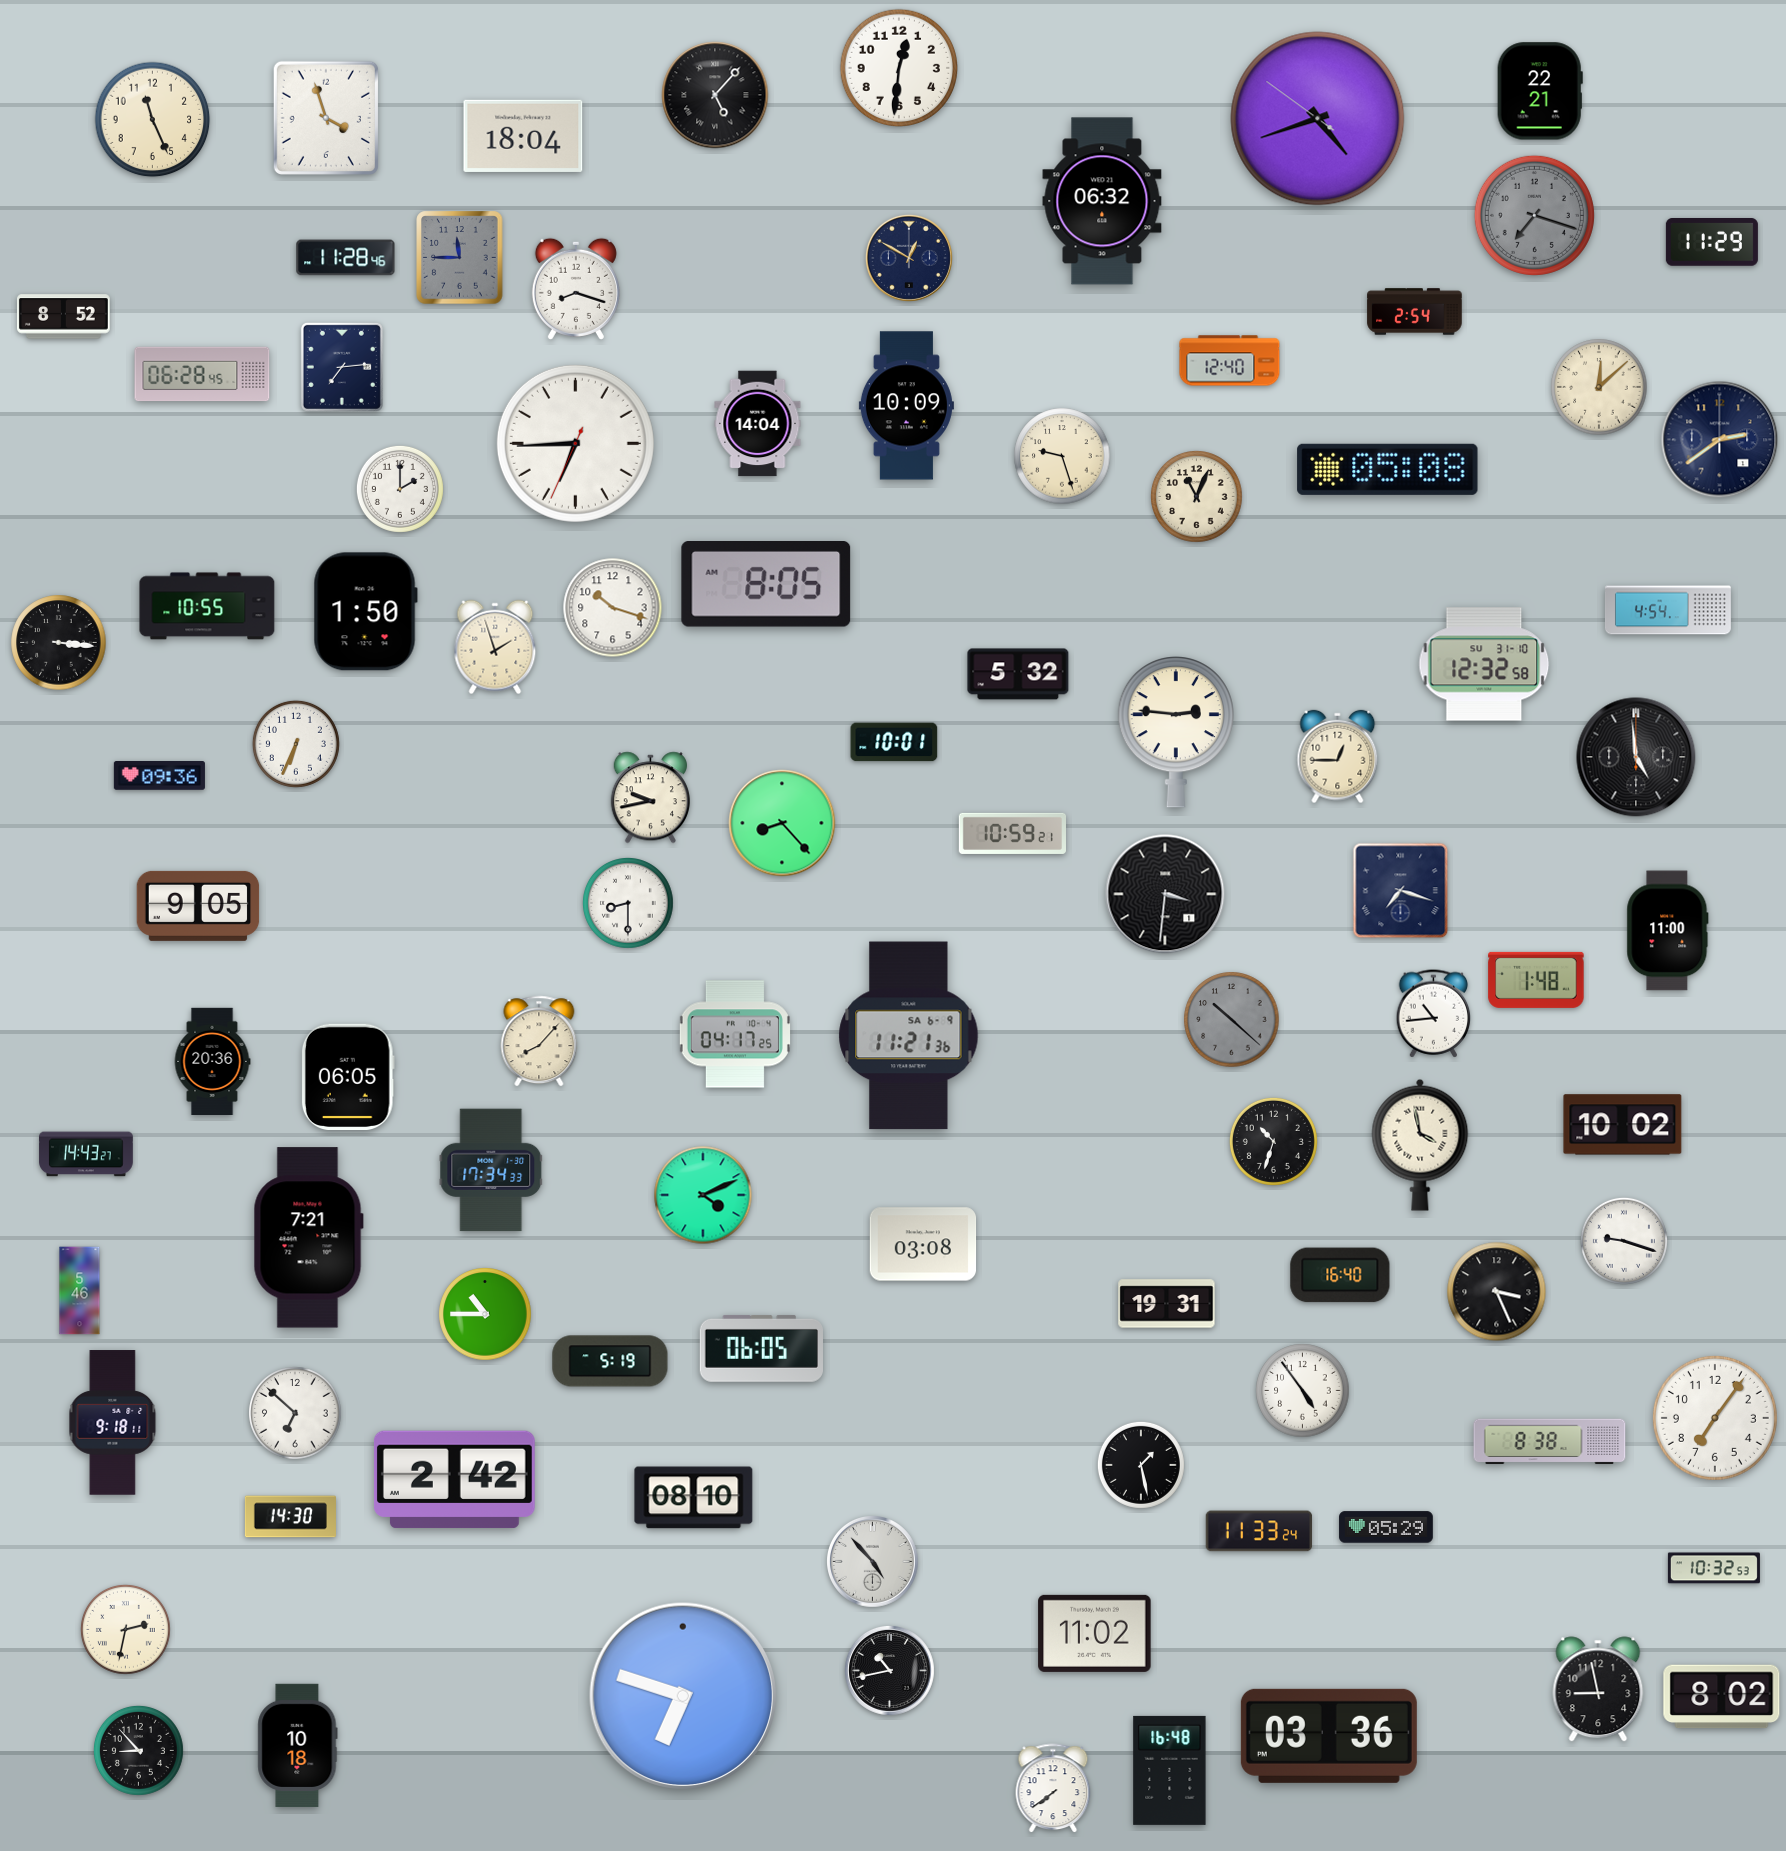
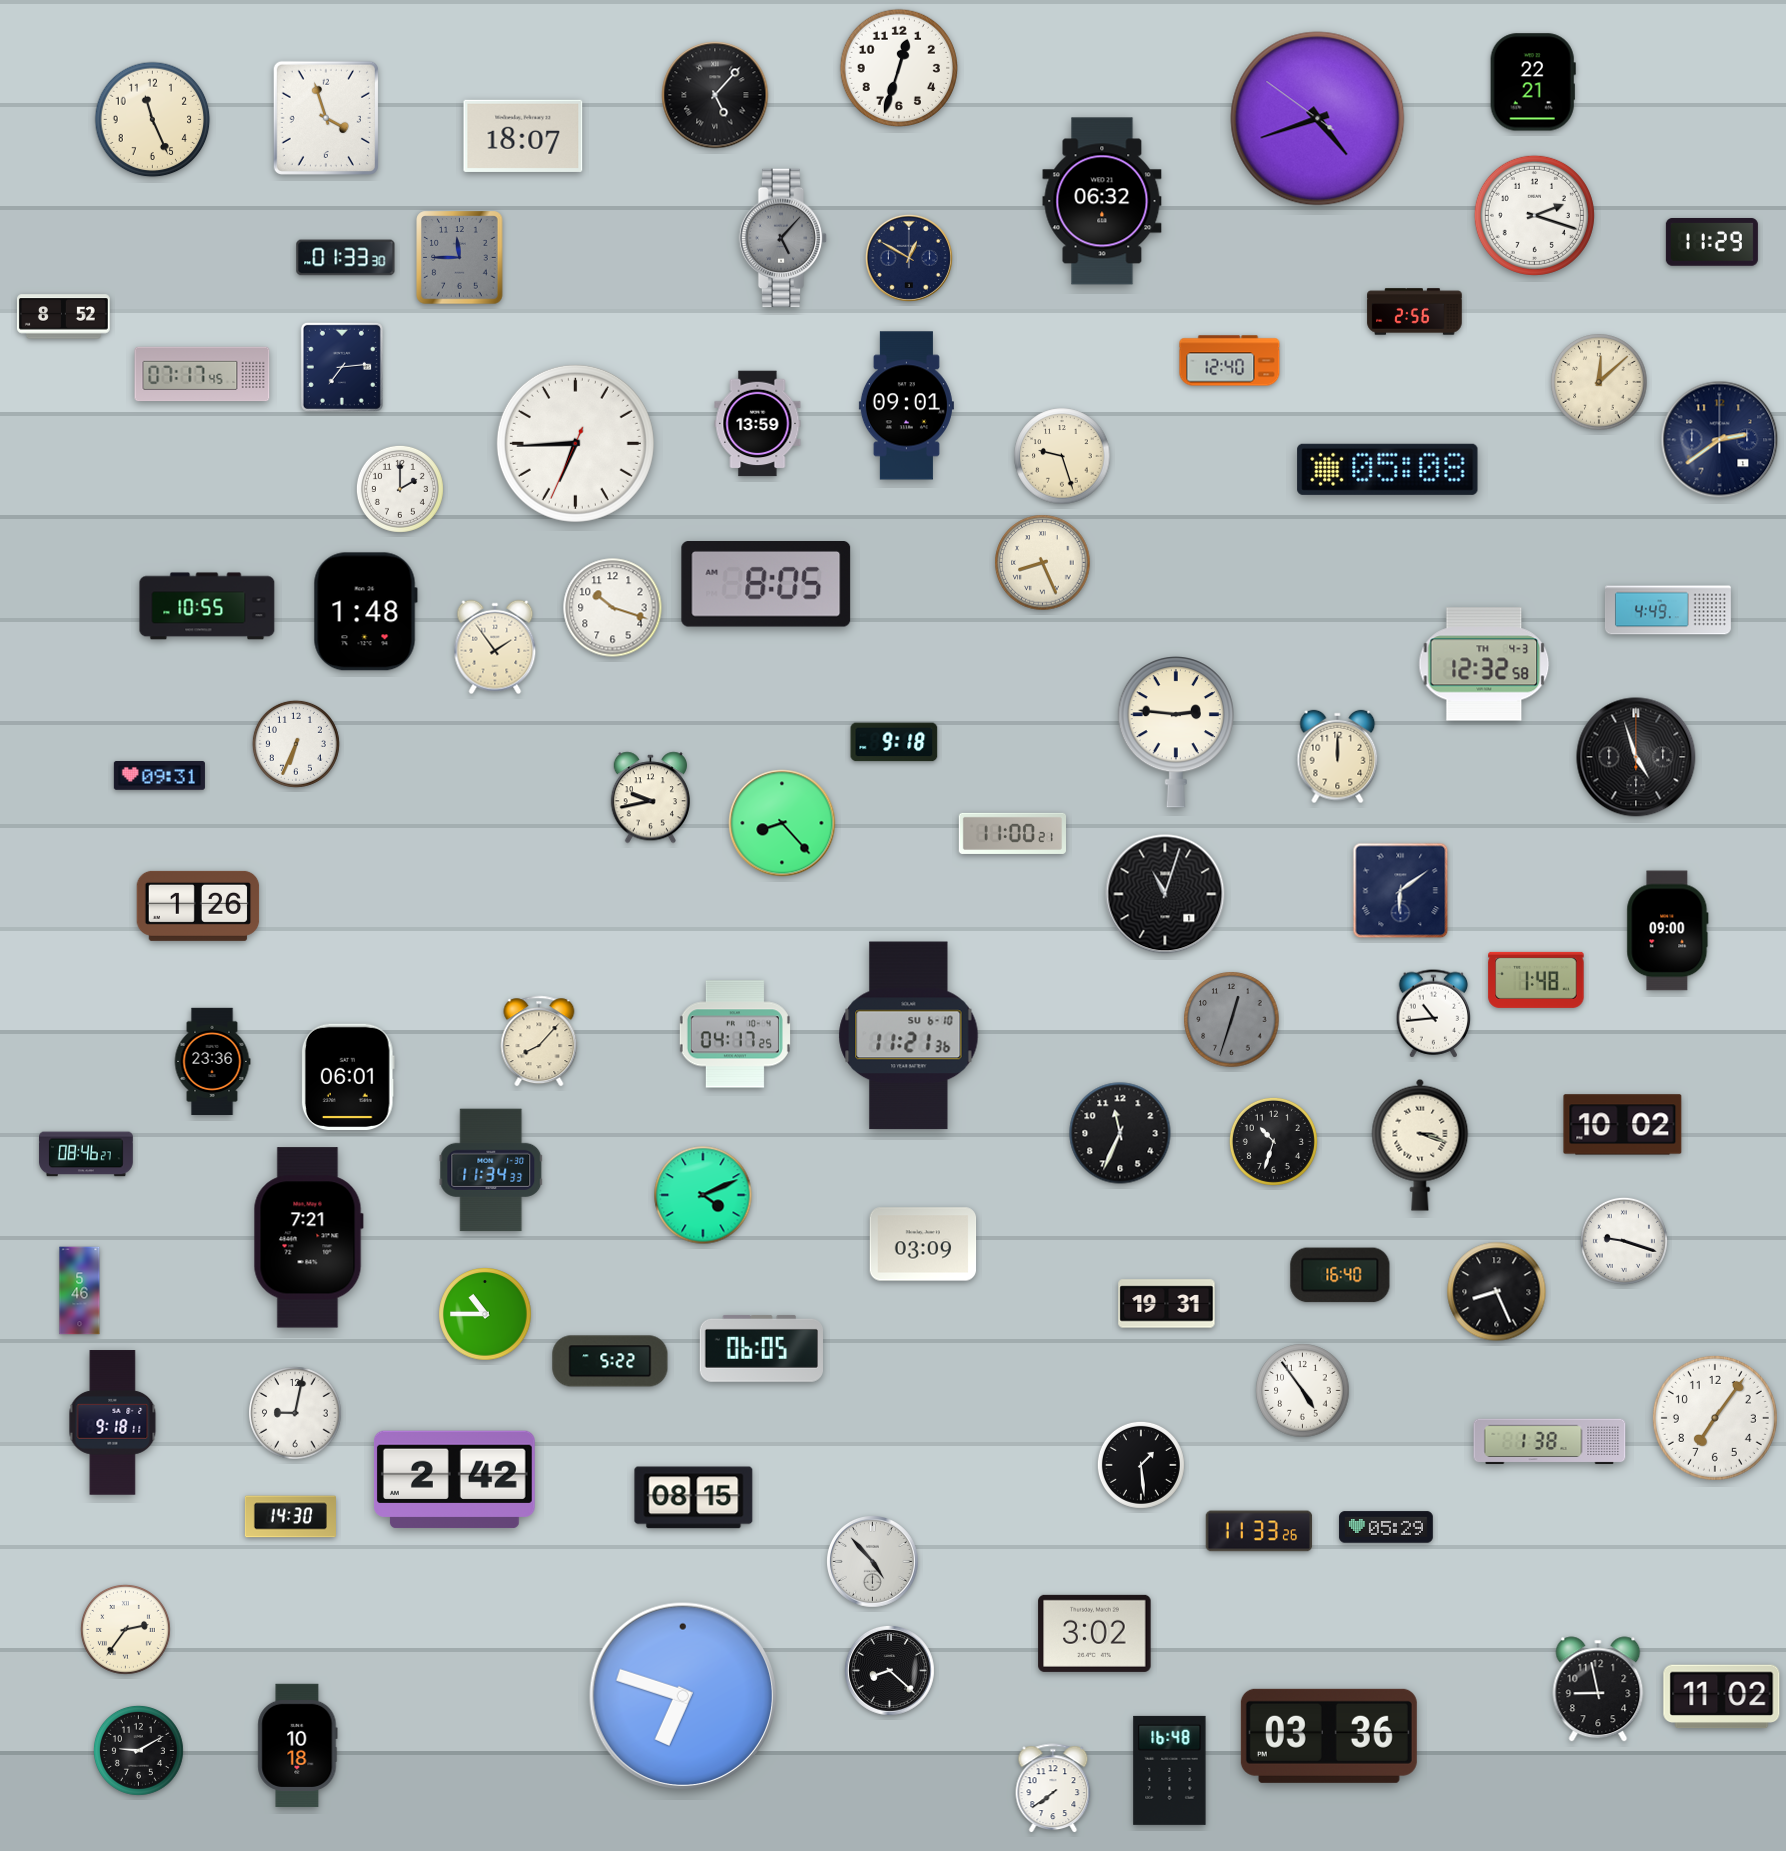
clock at (898, 67): 12:31 -> 12:33
clock at (1540, 91) position: (1540, 91) -> (1533, 82)
clock at (523, 136): 18:04 -> 18:07
clock at (1534, 215): 7:18 -> 2:18
clock at (1534, 215) dial: grey -> white
clock at (783, 238): none -> 5:07
clock at (346, 258): 11:28 -> 01:33
clock at (576, 289): 8:18 -> none
clock at (1415, 312): 2:54 -> 2:56
clock at (202, 374): 06:28 -> 07:17
clock at (1599, 387) position: (1599, 387) -> (1599, 382)
clock at (906, 406): 10:09 -> 09:01
clock at (758, 424): 14:04 -> 13:59
clock at (1197, 497): 11:04 -> none
clock at (1043, 563): none -> 8:26
clock at (1668, 610): 4:54 -> 4:49
clock at (365, 612): 1:50 -> 1:48
clock at (59, 643): 3:16 -> none
clock at (495, 647): 1:57 -> 1:54
clock at (1484, 664) date: SU 31-10 -> TH 4-3
clock at (1018, 674): 5:32 -> none
clock at (894, 742): 10:01 -> 9:18
clock at (1338, 757): 12:45 -> 12:00
clock at (1636, 757): 4:59 -> 4:57
clock at (159, 776): 09:36 -> 09:31
clock at (1012, 833): 10:59 -> 11:00
clock at (1401, 891): 7:18 -> 6:09
clock at (1165, 894): 3:31 -> 11:03
clock at (629, 904): 8:30 -> none
clock at (198, 906): 9:05 -> 1:26
clock at (1668, 931): 11:00 -> 09:00
clock at (1232, 1020): 10:22 -> 12:33
clock at (909, 1036) date: SA 6-9 -> SU 6-10
clock at (212, 1061): 20:36 -> 23:36
clock at (348, 1076): 06:05 -> 06:01
clock at (1120, 1133): none -> 11:34
clock at (1420, 1145): 3:58 -> 3:18
clock at (86, 1154): 14:43 -> 08:46
clock at (491, 1170): 17:34 -> 11:34
clock at (923, 1244): 03:08 -> 03:09
clock at (1497, 1292): 3:26 -> 8:26
clock at (610, 1361): 5:19 -> 5:22
clock at (295, 1413): 6:52 -> 9:02
clock at (1550, 1442): 8:38 -> 1:38
clock at (1141, 1465): 1:28 -> 1:29
clock at (694, 1498): 08:10 -> 08:15
clock at (1259, 1531): 11:33:24 -> 11:33:26
clock at (1714, 1568): 10:32 -> none
clock at (125, 1629): 2:32 -> 2:36
clock at (1095, 1633): 11:02 -> 3:02
clock at (889, 1670): 10:43 -> 8:22
clock at (1722, 1697): 8:02 -> 11:02
clock at (138, 1750): 8:53 -> 9:10
